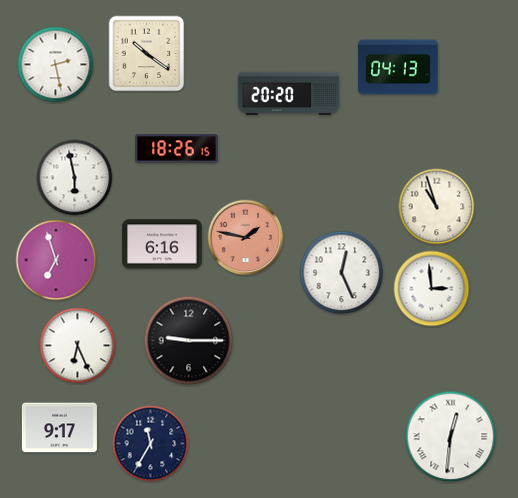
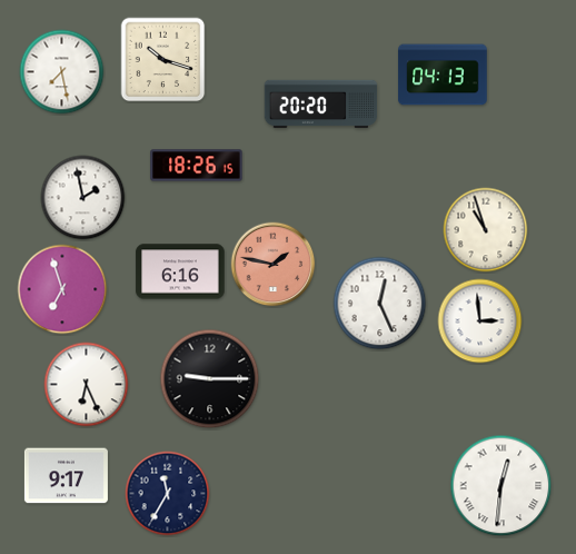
clock at (147, 54): 10:21 -> 10:18
clock at (56, 65): 2:28 -> 7:28
clock at (75, 178): 5:58 -> 1:58
